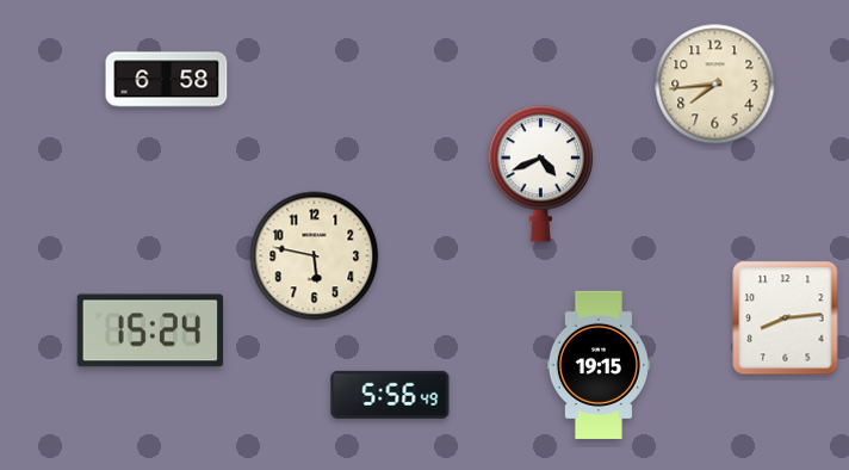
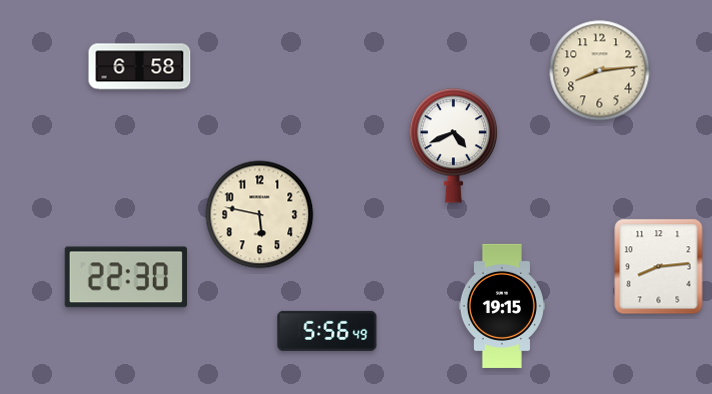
clock at (715, 85): 7:44 -> 8:14
clock at (315, 256) position: (315, 256) -> (260, 215)
clock at (149, 330): 15:24 -> 22:30
